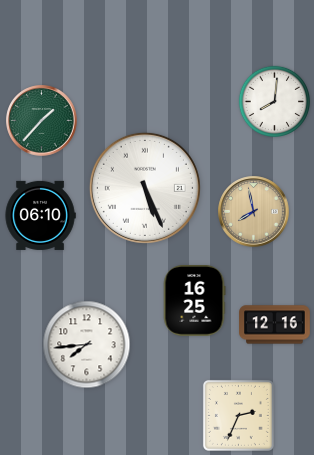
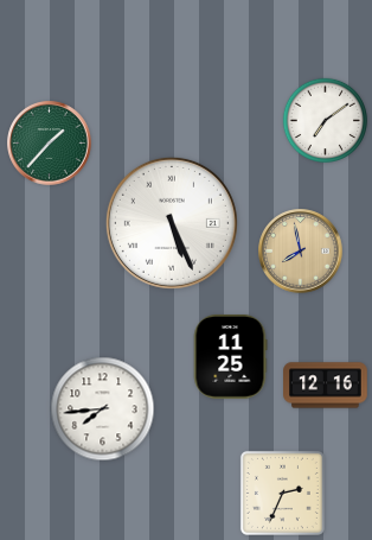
clock at (275, 102): 8:01 -> 7:09
clock at (40, 215): 06:10 -> none
clock at (194, 301): 16:25 -> 11:25
